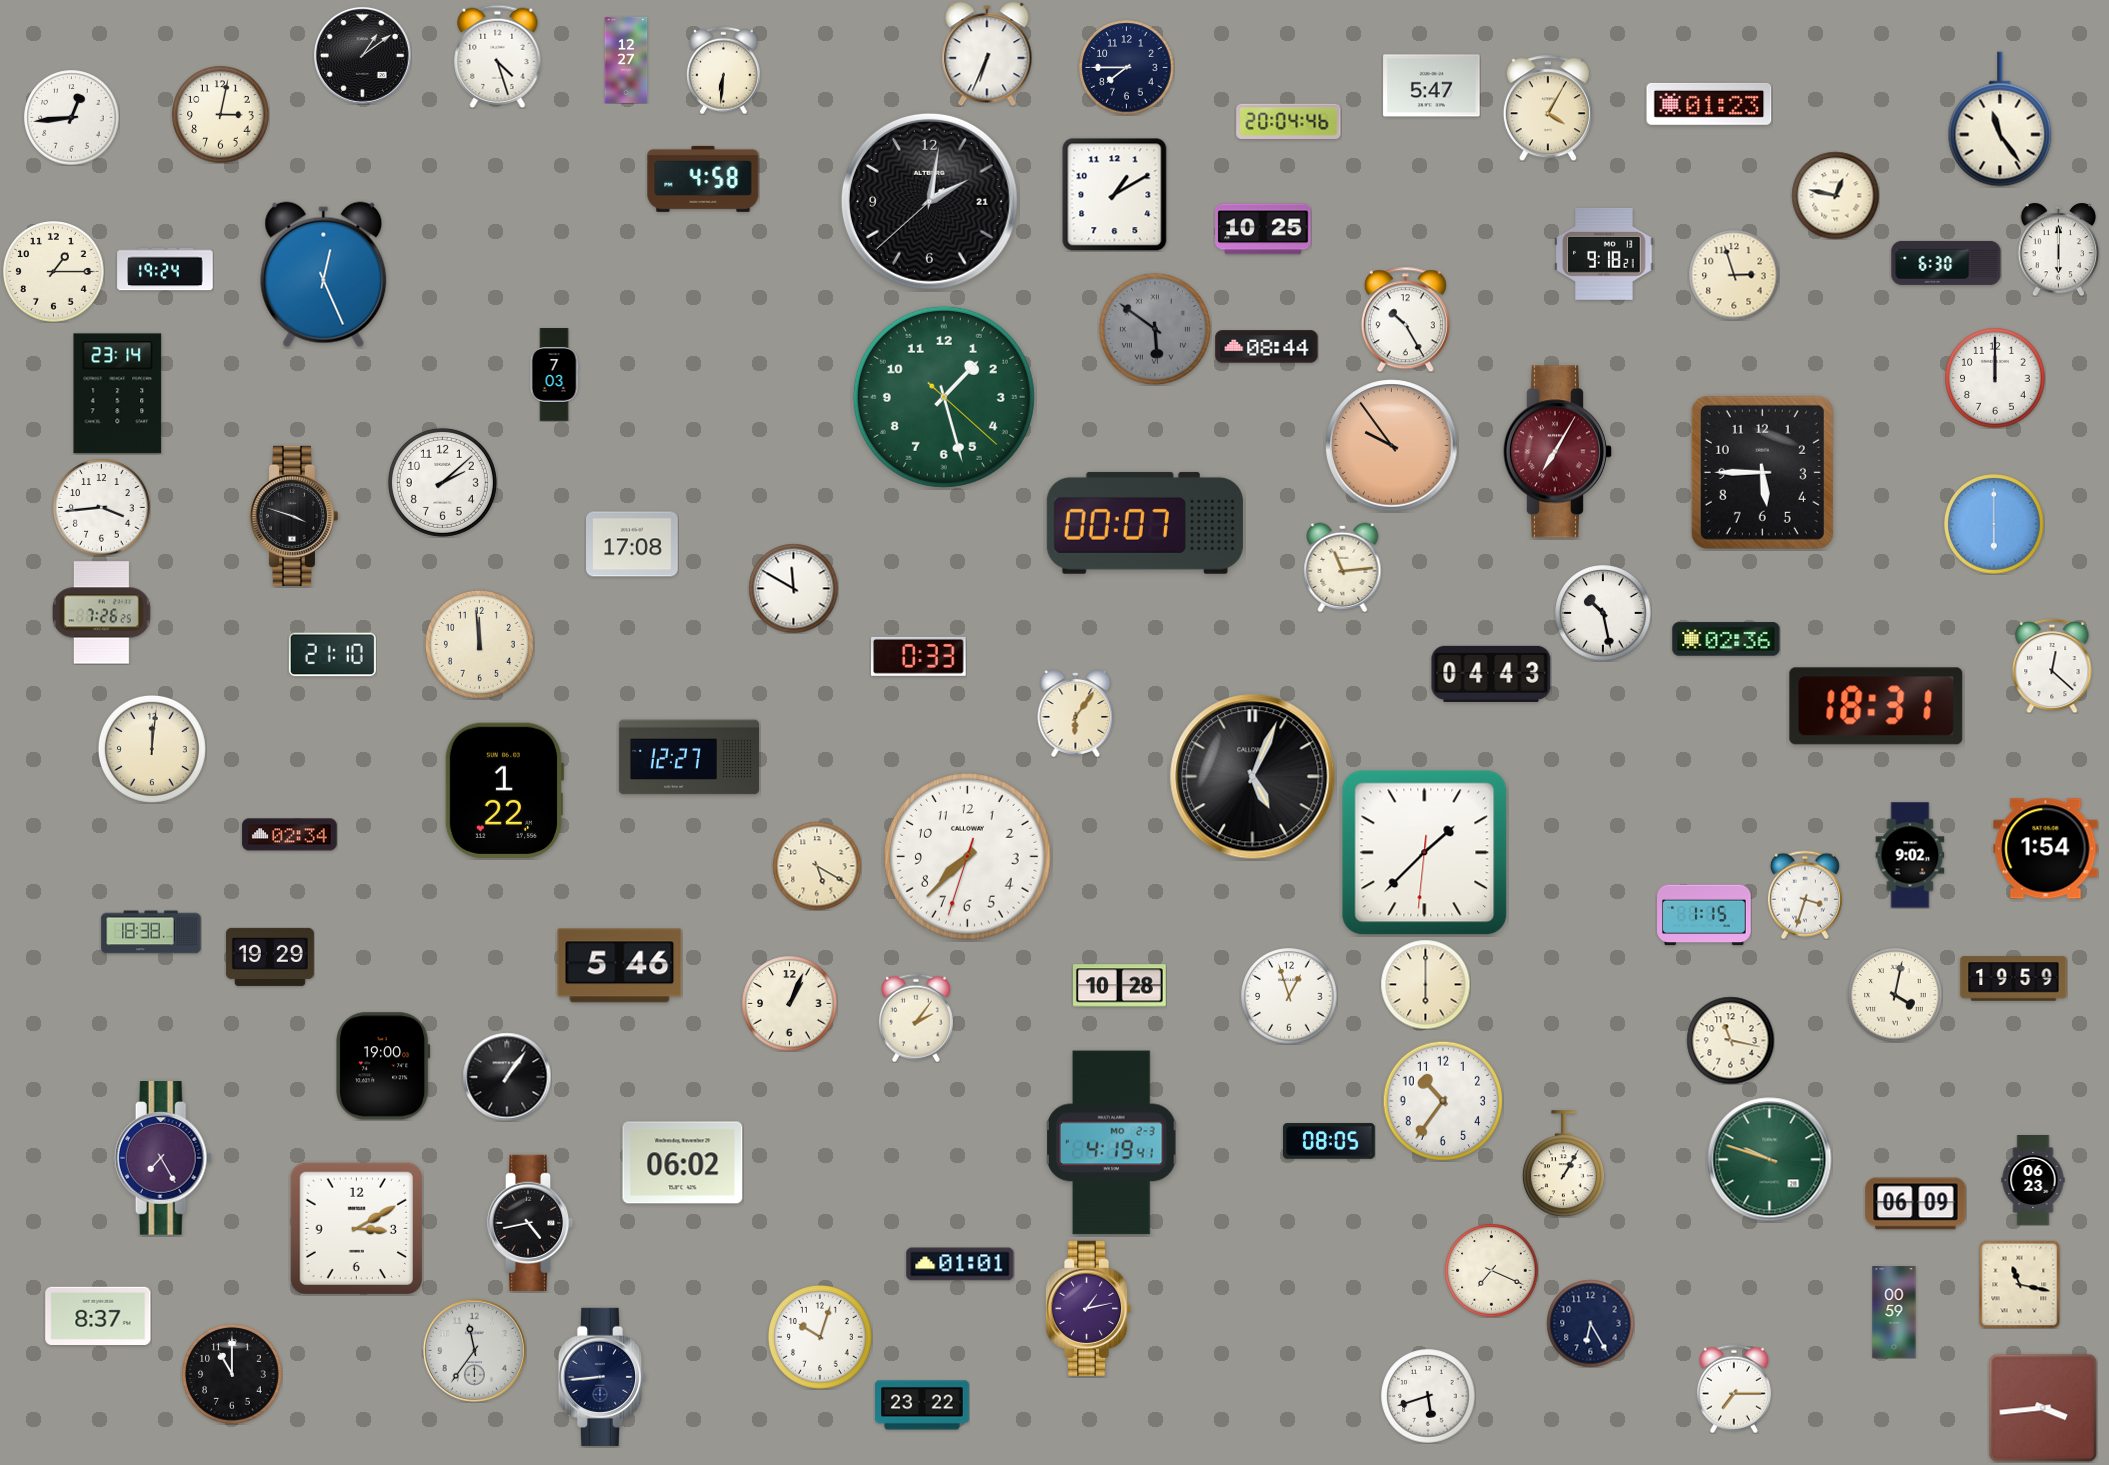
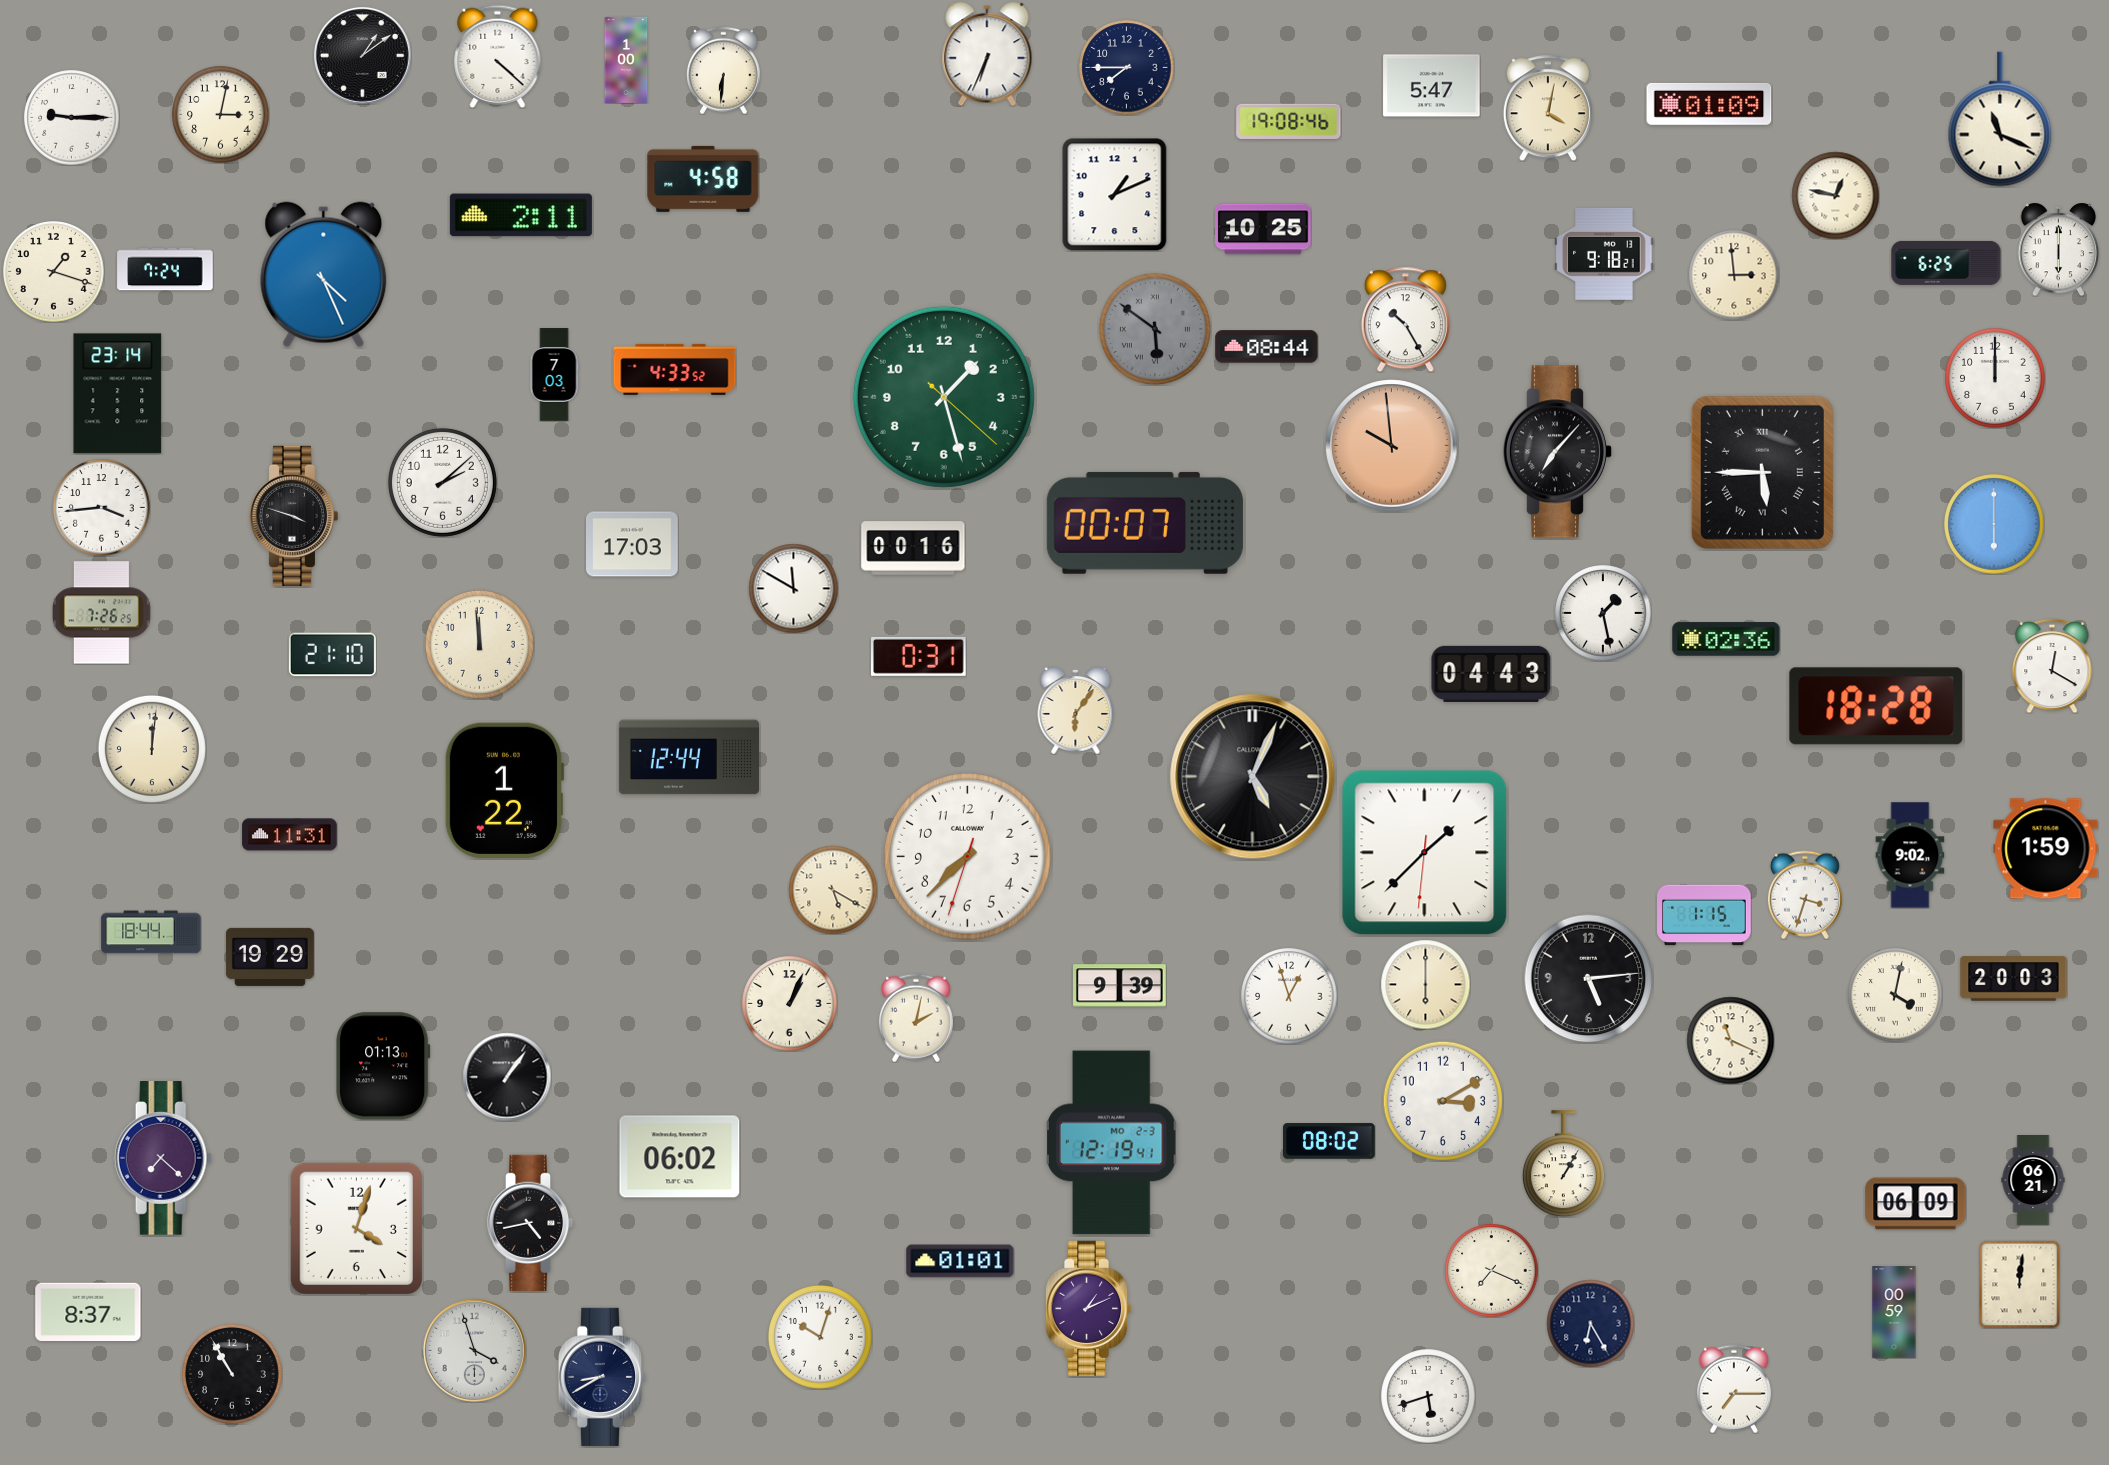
clock at (498, 56): 4:27 -> 4:22
clock at (626, 60): 12:27 -> 1:00
clock at (1709, 104): 01:23 -> 01:09
clock at (1548, 108): 4:05 -> 4:02
clock at (71, 117): 12:44 -> 9:15
clock at (2000, 119): 11:24 -> 11:19
clock at (1289, 121): 20:04 -> 19:08
clock at (1115, 194): 1:10 -> 1:11
clock at (929, 201): 2:01 -> none
clock at (521, 215): none -> 2:11
clock at (1946, 263): 6:30 -> 6:25
clock at (165, 269): 19:24 -> 7:24
clock at (54, 272): 1:15 -> 1:18
clock at (324, 275): 12:26 -> 4:26
clock at (1734, 275): 2:57 -> 2:59
clock at (675, 369): none -> 4:33
clock at (1392, 446): 9:54 -> 9:59
clock at (1557, 452): 7:05 -> 7:07
clock at (1557, 452) dial: burgundy -> black
clock at (1762, 472) numerals: Arabic -> Roman
clock at (633, 544): 17:08 -> 17:03
clock at (913, 548): none -> 00:16
clock at (1343, 567): 11:14 -> none
clock at (1603, 613): 10:28 -> 1:28
clock at (919, 656): 0:33 -> 0:31
clock at (2052, 666): 12:22 -> 12:20
clock at (1876, 706): 18:31 -> 18:28
clock at (1076, 714) position: (1076, 714) -> (1076, 711)
clock at (689, 757): 12:27 -> 12:44
clock at (290, 835): 02:34 -> 11:31
clock at (2046, 849): 1:54 -> 1:59
clock at (817, 866) position: (817, 866) -> (833, 890)
clock at (151, 932): 18:38 -> 18:44
clock at (620, 966): 5:46 -> none
clock at (1588, 978): none -> 5:14
clock at (2014, 979): 19:59 -> 20:03
clock at (1120, 986): 10:28 -> 9:39
clock at (916, 1018): 2:06 -> 2:02
clock at (1730, 1040): 11:17 -> 11:19
clock at (383, 1066): 19:00 -> 01:13
clock at (1442, 1100): 10:36 -> 3:10
clock at (1330, 1141): 08:05 -> 08:02
clock at (1112, 1143): 4:19 -> 12:19
clock at (163, 1158): 7:25 -> 7:22
clock at (1770, 1160): 9:48 -> none
clock at (683, 1163) position: (683, 1163) -> (680, 1157)
clock at (2033, 1181): 06:23 -> 06:21
clock at (356, 1228): 3:10 -> 4:03
clock at (960, 1264) position: (960, 1264) -> (960, 1261)
clock at (2020, 1284): 11:17 -> 12:01
clock at (1088, 1308): 1:13 -> 1:11
clock at (98, 1315) position: (98, 1315) -> (88, 1311)
clock at (474, 1350): 11:36 -> 3:57
clock at (232, 1374): 11:00 -> 10:55
clock at (602, 1377): 8:44 -> 8:40
clock at (922, 1405): 23:22 -> none
clock at (2043, 1408): 3:44 -> none
